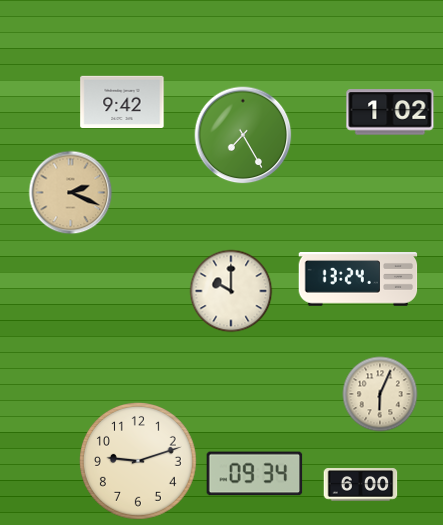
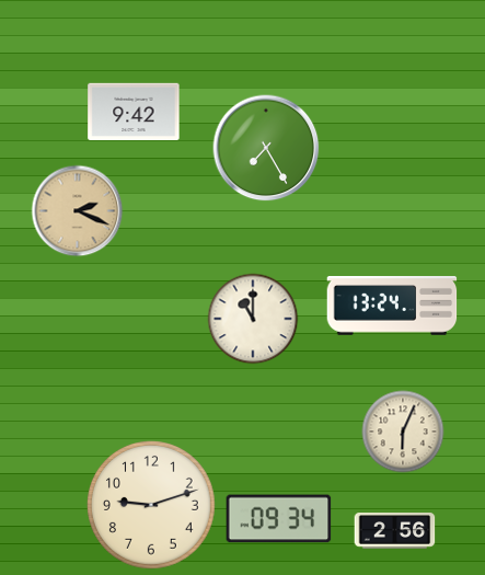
clock at (390, 112): 1:02 -> none
clock at (231, 291): 10:00 -> 11:00
clock at (380, 394) position: (380, 394) -> (403, 432)
clock at (361, 485): 6:00 -> 2:56
